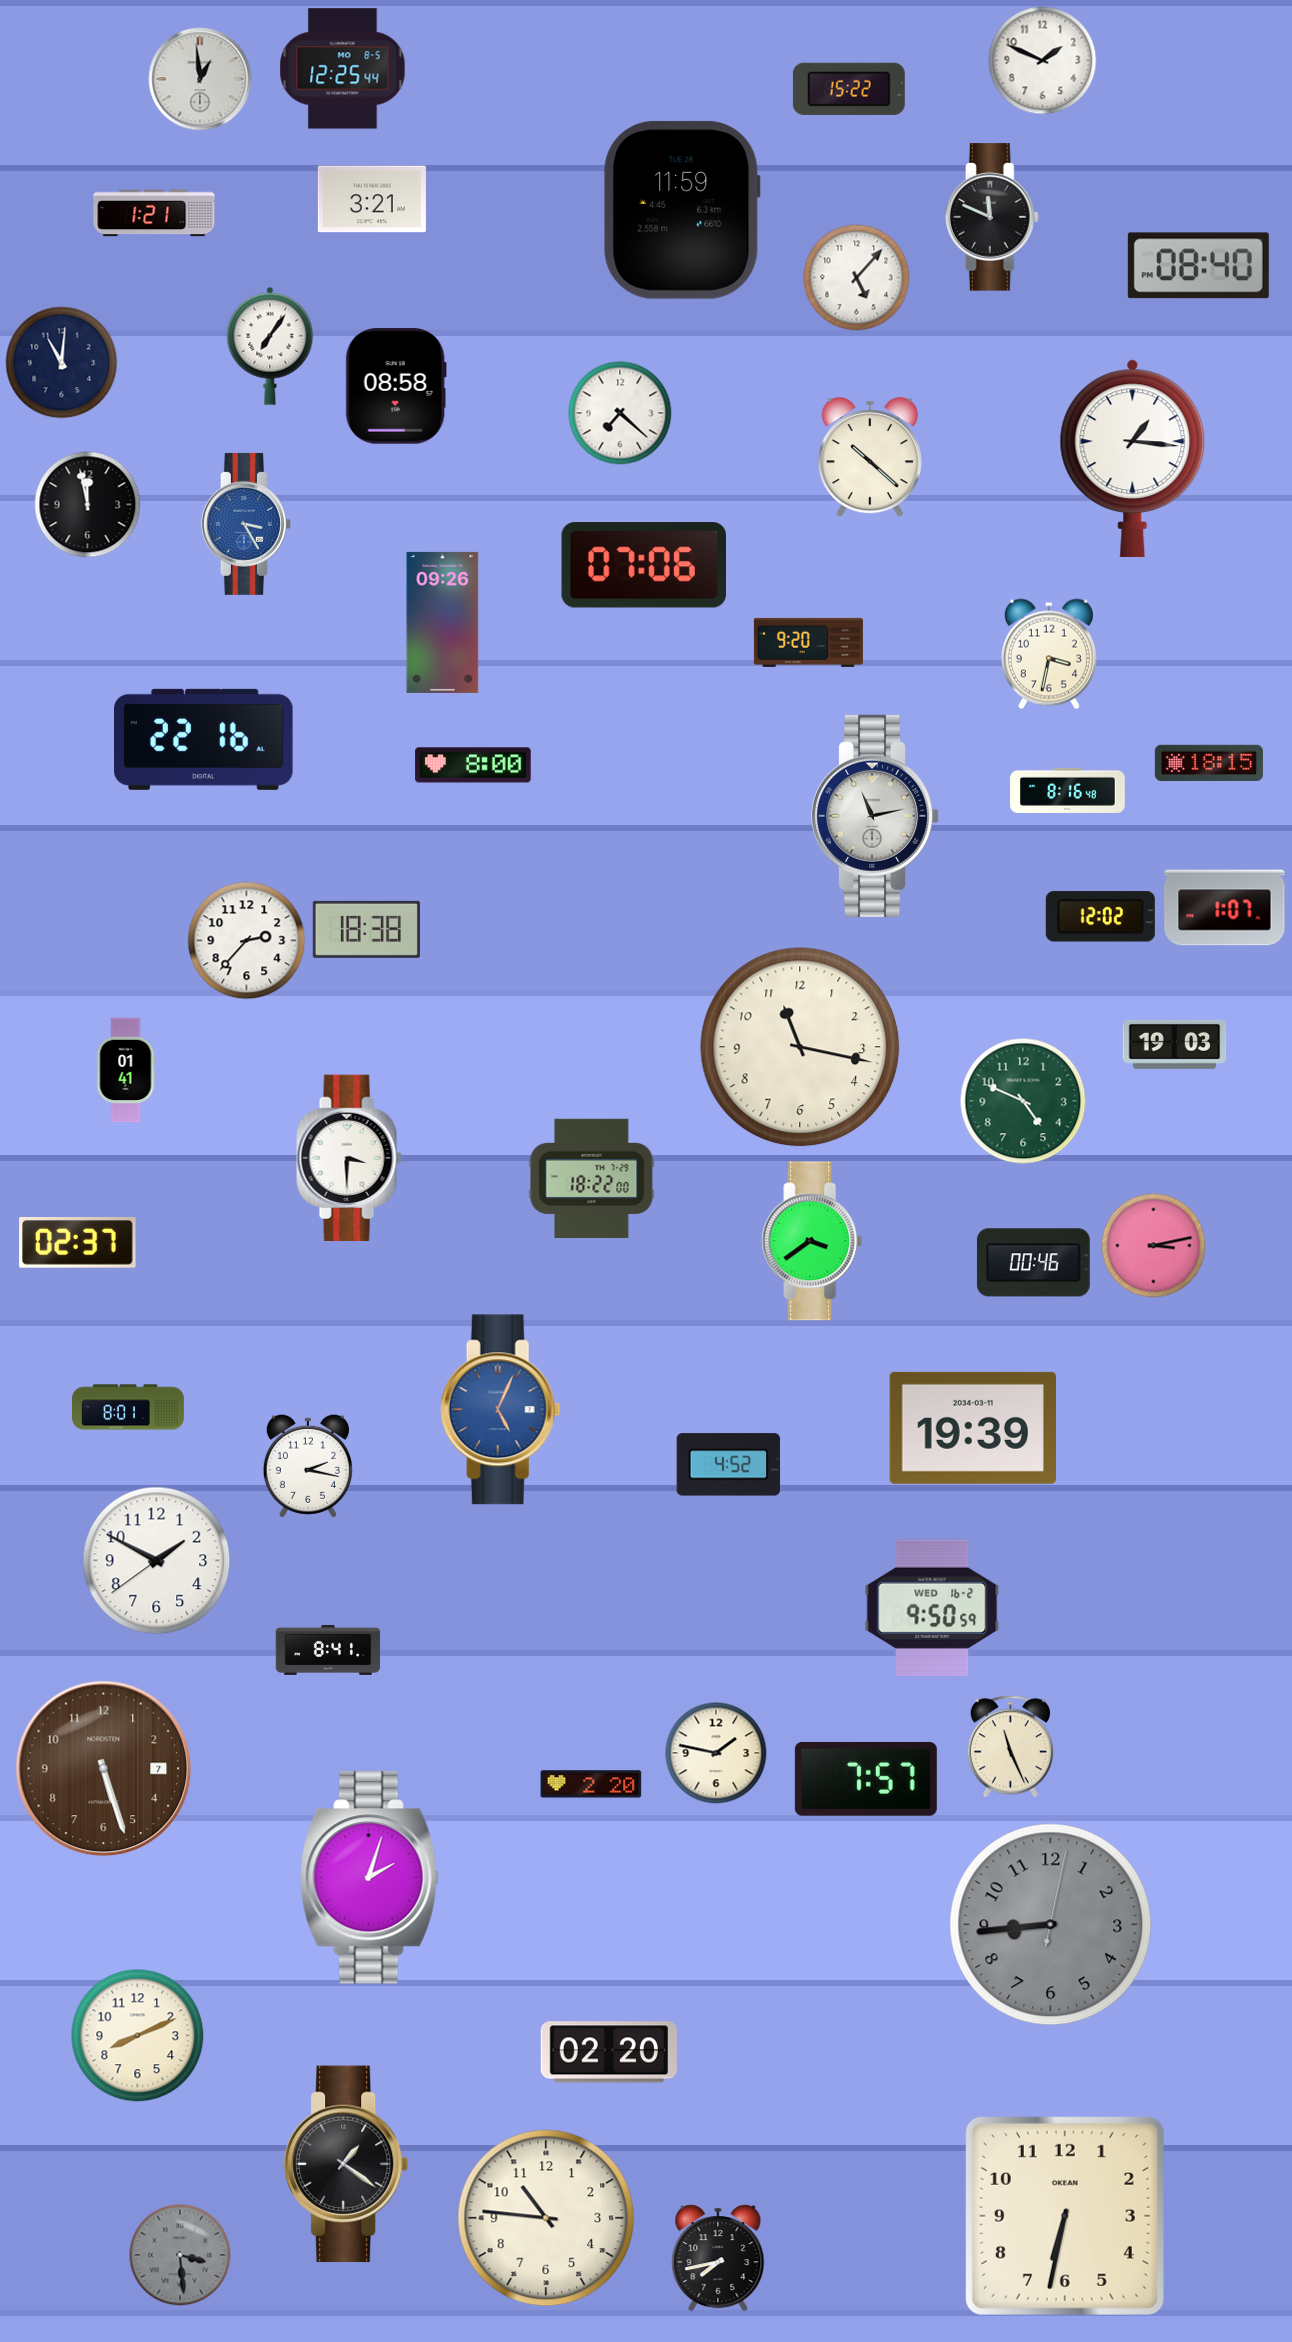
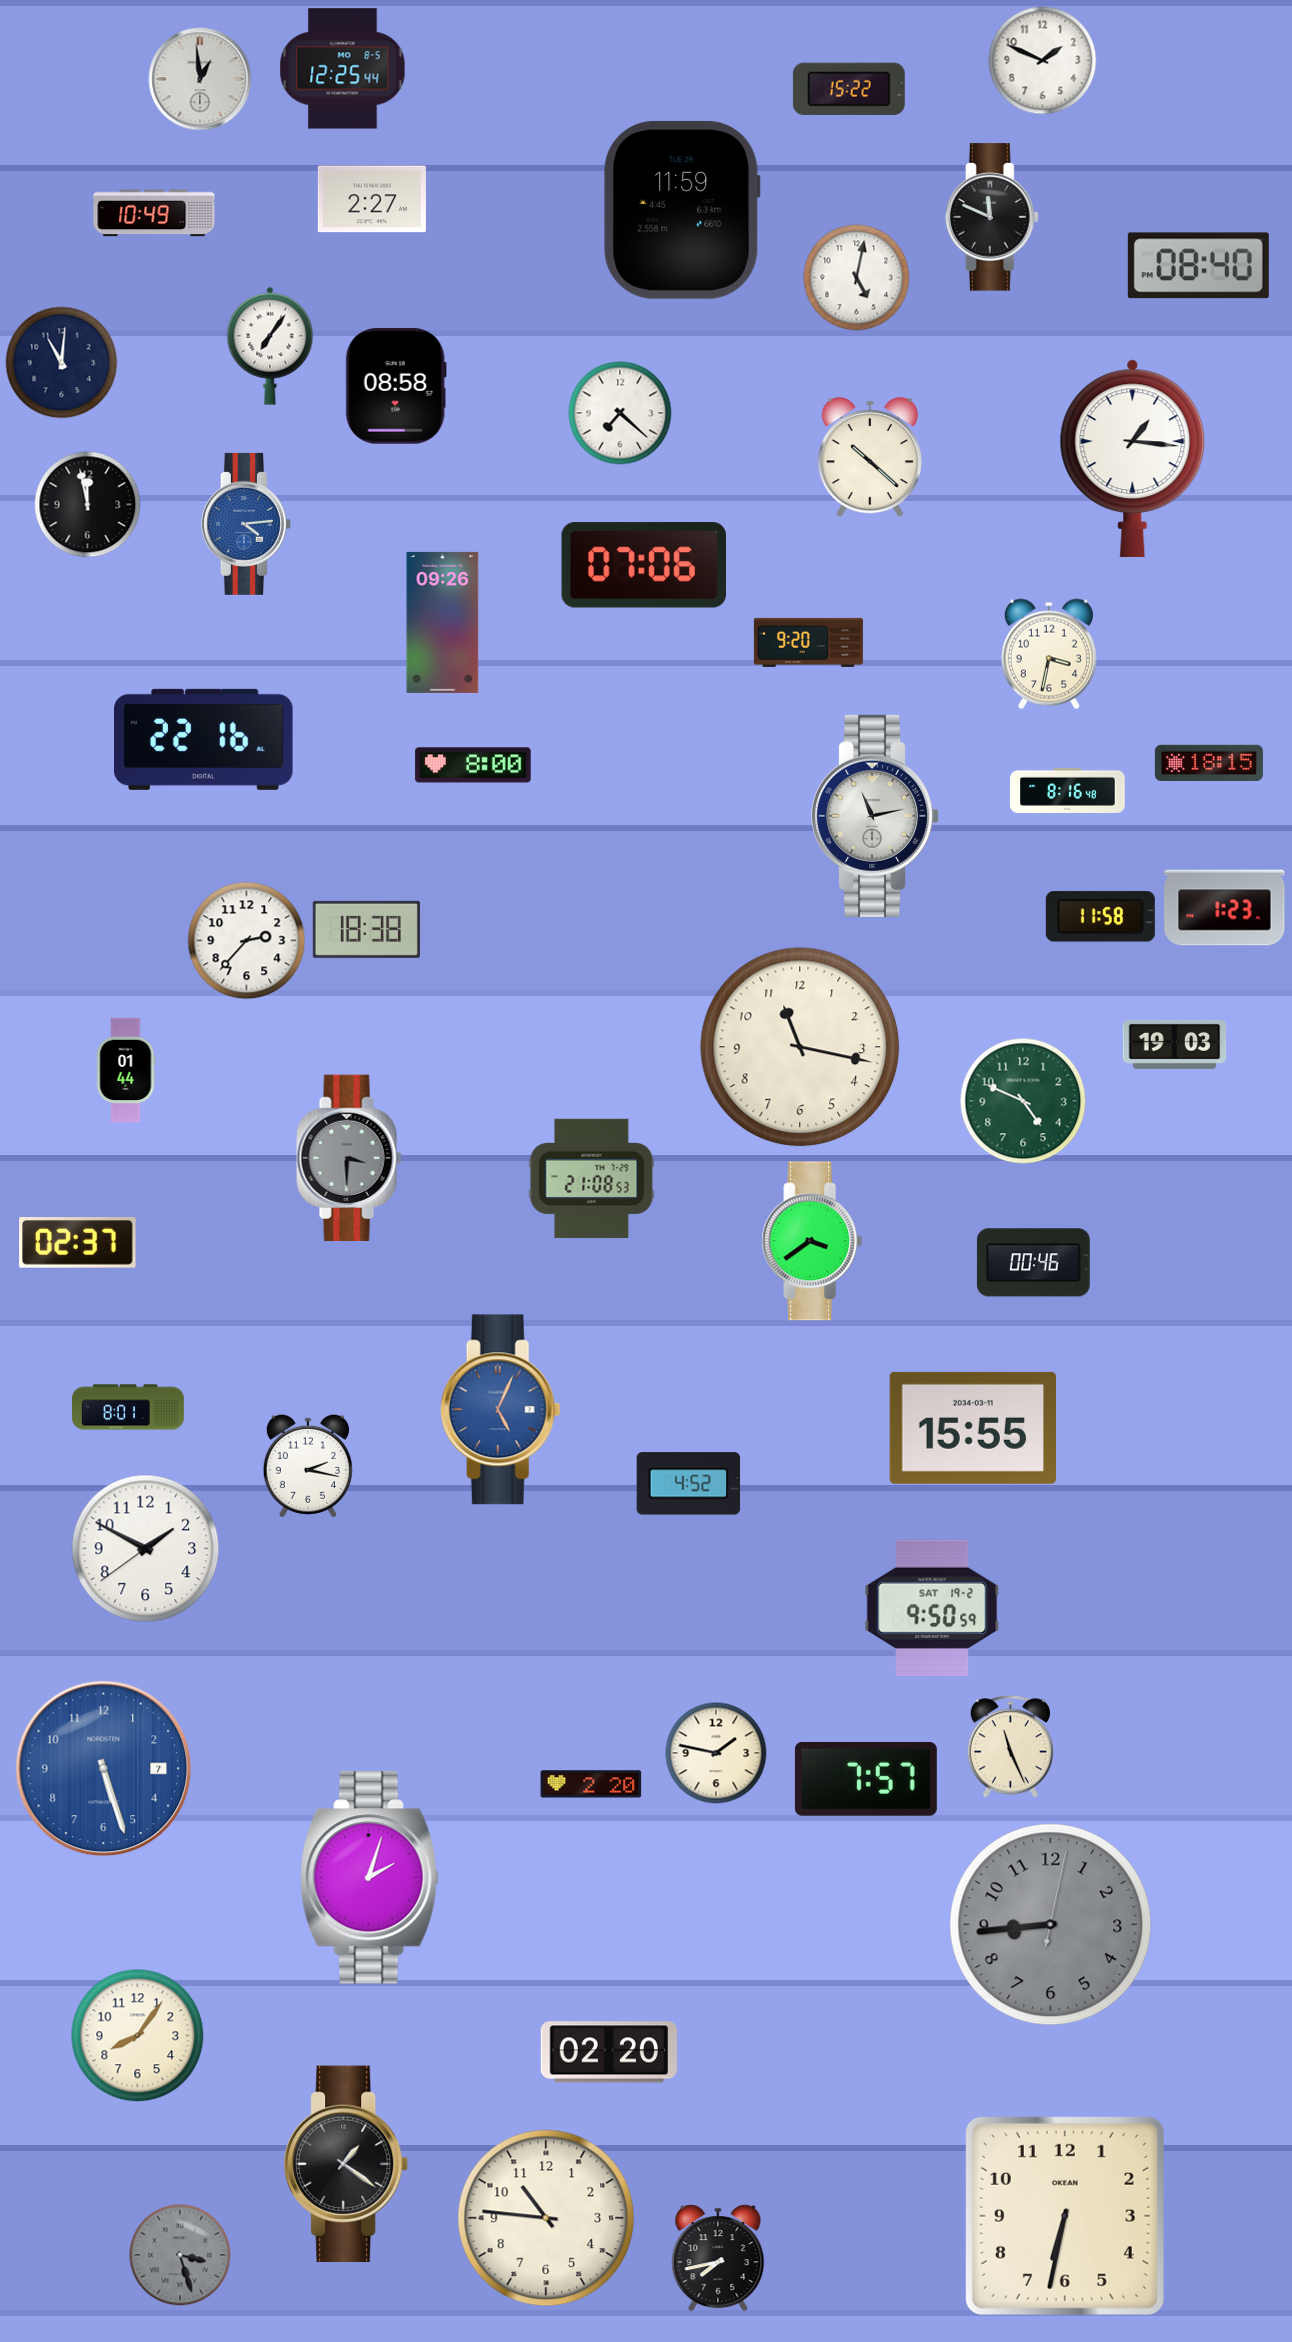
clock at (372, 199): 3:21 -> 2:27
clock at (154, 213): 1:21 -> 10:49
clock at (857, 278): 5:07 -> 5:02
clock at (246, 524): 3:25 -> 4:14
clock at (1225, 908): 1:07 -> 1:23
clock at (1100, 917): 12:02 -> 11:58
clock at (126, 1070): 01:41 -> 01:44
clock at (349, 1157) dial: white -> grey
clock at (592, 1178): 18:22 -> 21:08
clock at (1154, 1246): 3:13 -> none
clock at (973, 1428): 19:39 -> 15:55
clock at (729, 1465) position: (729, 1465) -> (689, 1484)
clock at (157, 1561) position: (157, 1561) -> (146, 1549)
clock at (932, 1608) date: WED 16-2 -> SAT 19-2
clock at (328, 1650): 8:41 -> none
clock at (104, 1769) dial: brown -> blue
clock at (138, 2036): 8:11 -> 8:06
clock at (180, 2255): 3:29 -> 3:27
